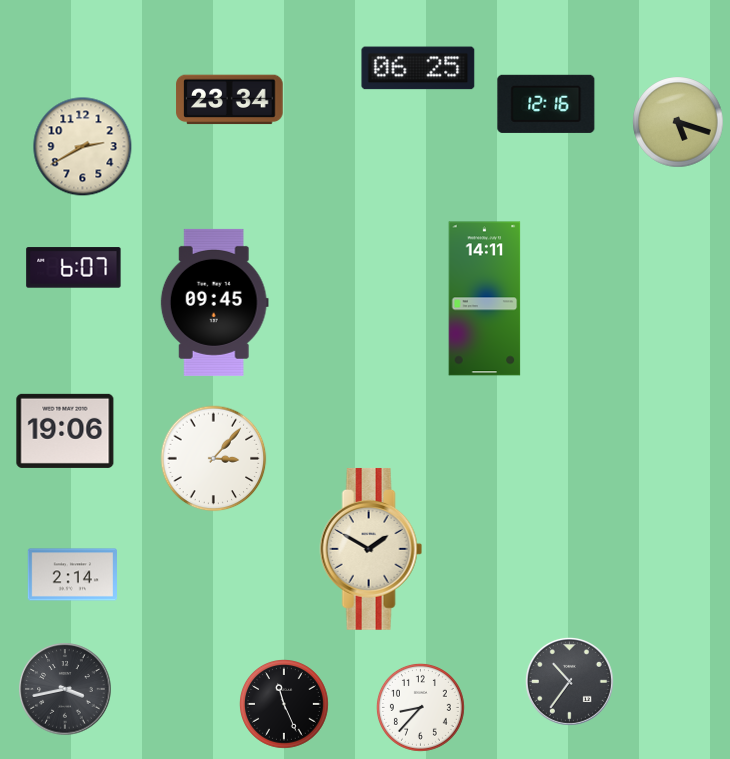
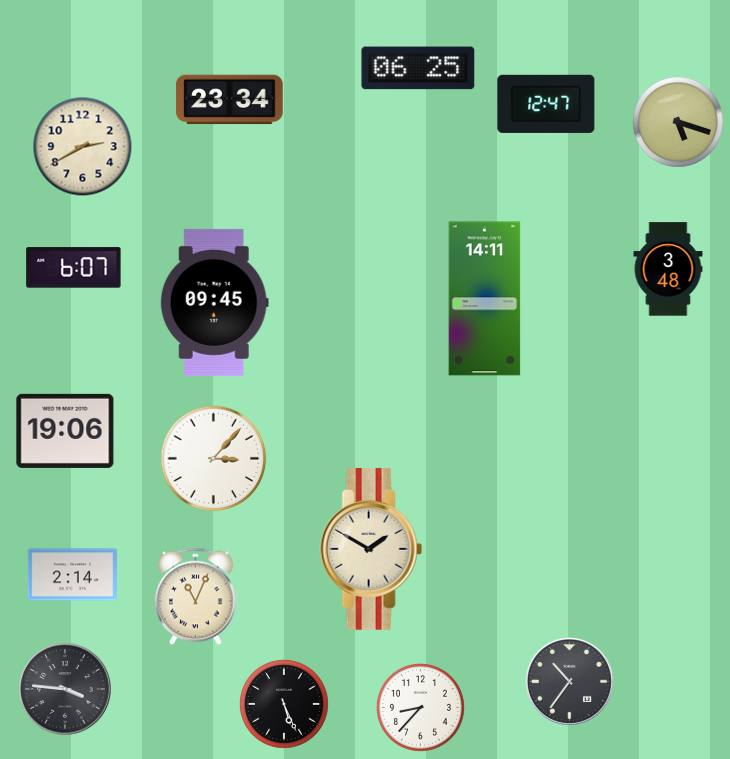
clock at (546, 104): 12:16 -> 12:47
clock at (668, 269): none -> 3:48
clock at (196, 597): none -> 11:04
clock at (65, 689): 3:43 -> 3:46
clock at (285, 705): 11:26 -> 5:26
